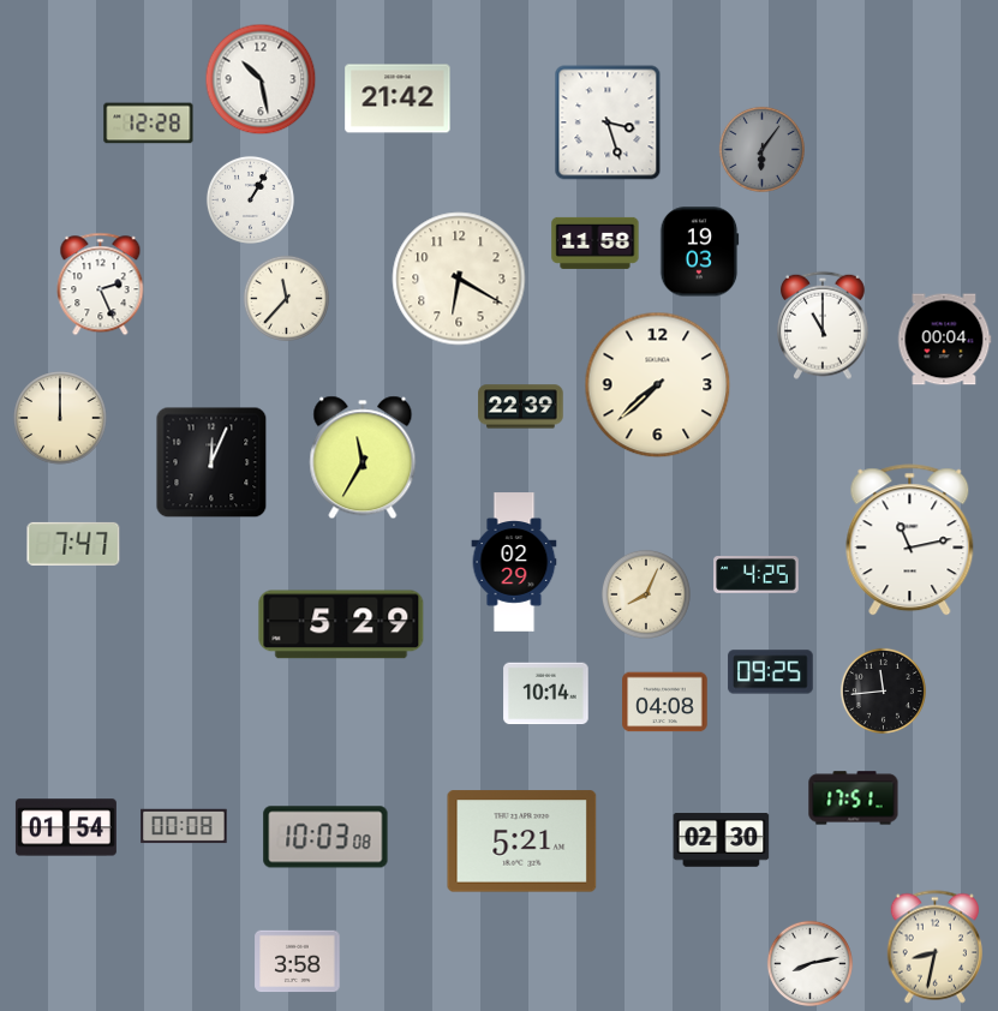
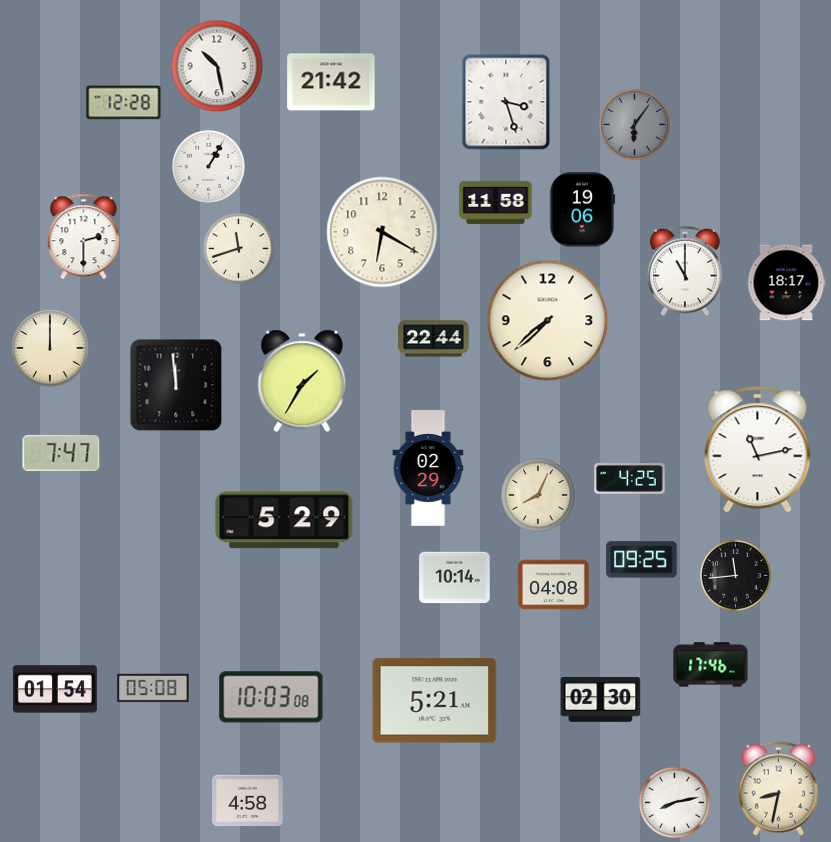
clock at (699, 252): 19:03 -> 19:06
clock at (101, 285): 2:26 -> 2:30
clock at (286, 298): 11:37 -> 11:42
clock at (944, 340): 00:04 -> 18:17
clock at (521, 407): 22:39 -> 22:44
clock at (363, 457): 11:35 -> 1:35
clock at (211, 462): 12:04 -> 11:59
clock at (854, 798): 17:51 -> 17:46
clock at (184, 826): 00:08 -> 05:08
clock at (298, 962): 3:58 -> 4:58
